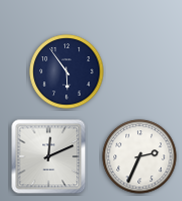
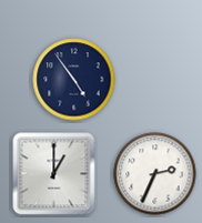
clock at (67, 72): 5:54 -> 4:54
clock at (49, 157): 12:11 -> 1:00
